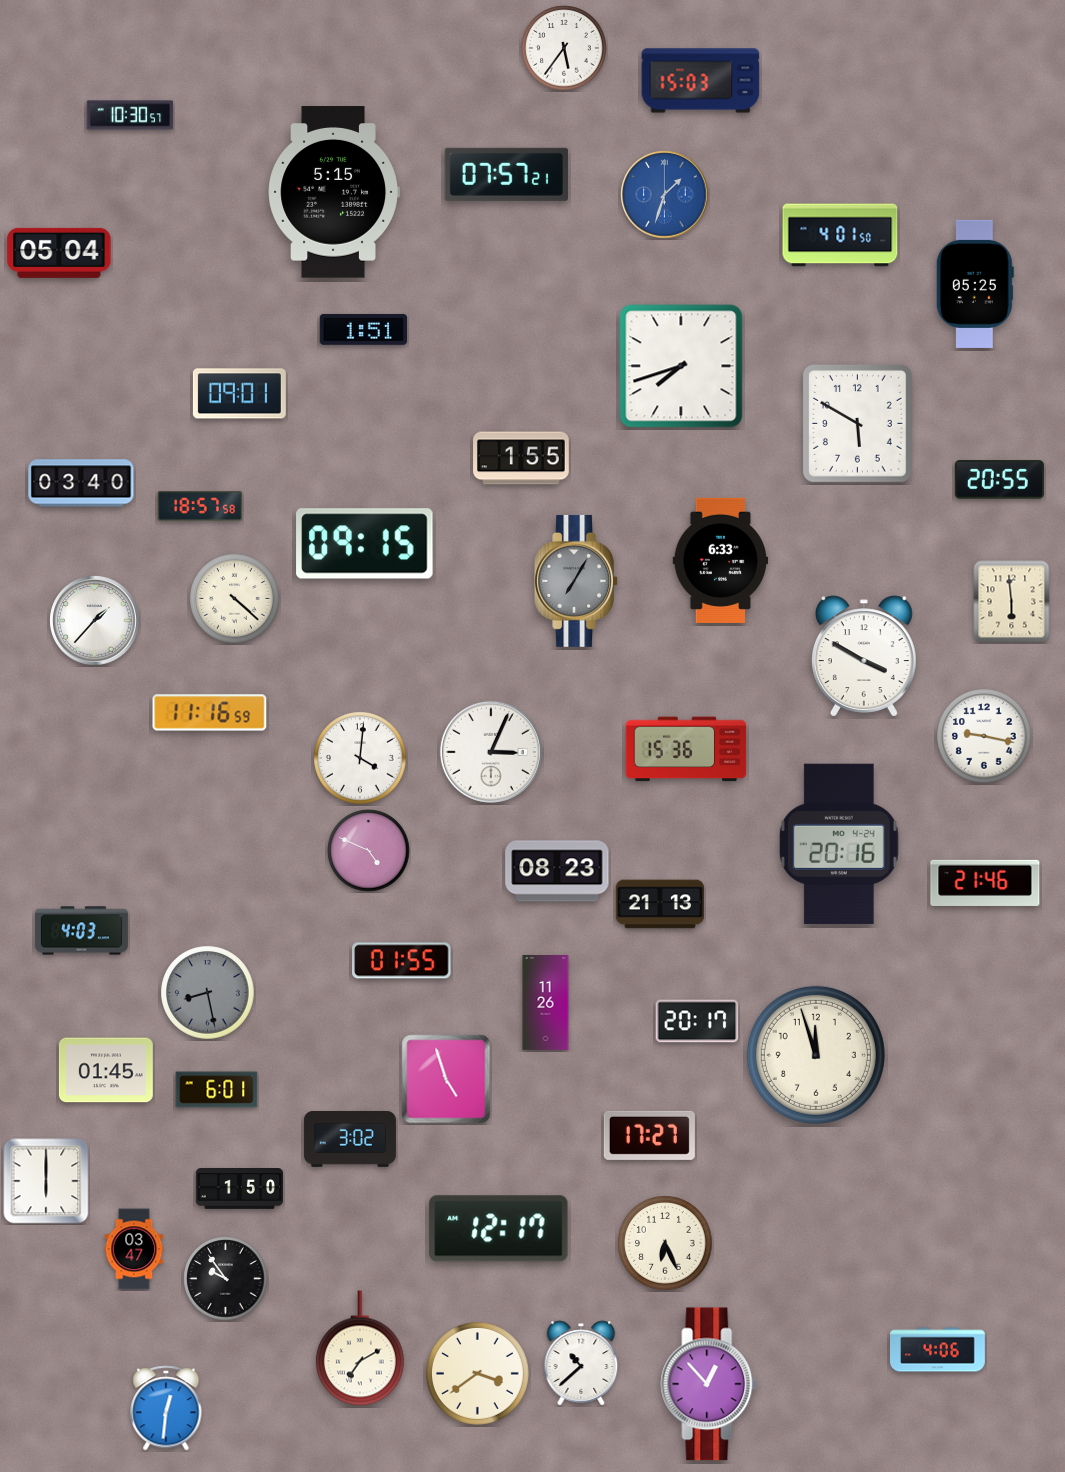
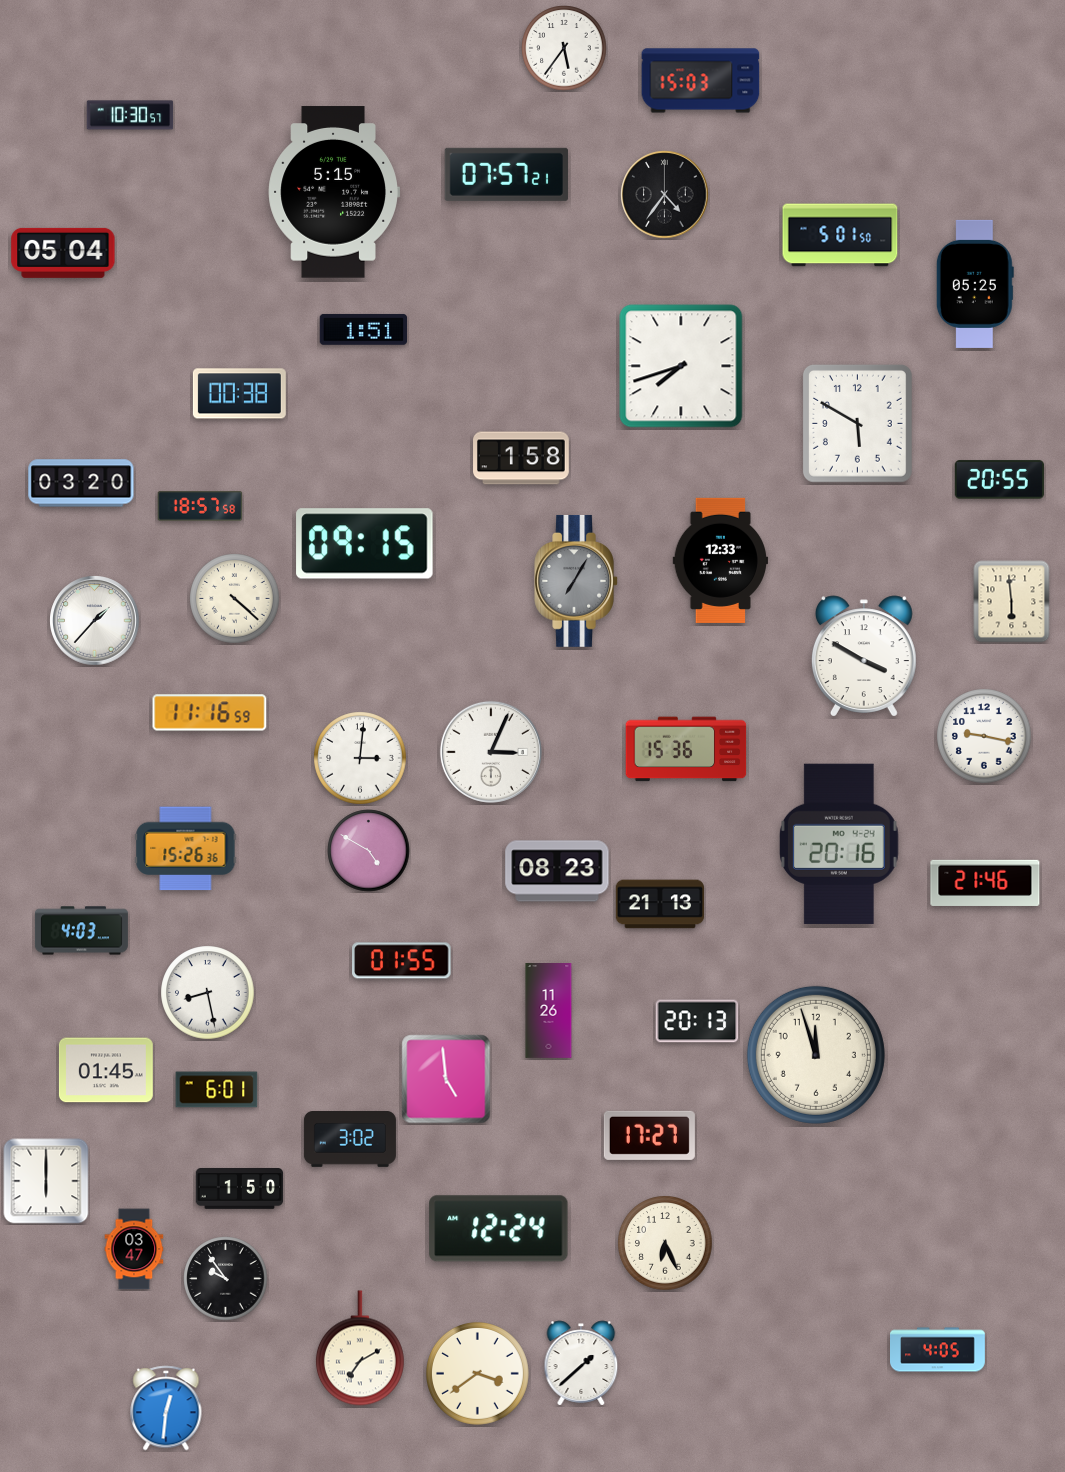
clock at (665, 195): 1:33 -> 4:36
clock at (665, 195) dial: blue -> black
clock at (840, 235): 4:01 -> 5:01
clock at (59, 253) position: (59, 253) -> (63, 253)
clock at (239, 394): 09:01 -> 00:38
clock at (521, 458): 1:55 -> 1:58
clock at (81, 483): 03:40 -> 03:20
clock at (720, 560): 6:33 -> 12:33
clock at (360, 758): 4:01 -> 3:01
clock at (186, 849): none -> 15:26
clock at (369, 851): 4:49 -> 4:50
clock at (208, 993) dial: grey -> white
clock at (546, 1003) position: (546, 1003) -> (549, 1011)
clock at (697, 1021): 20:17 -> 20:13
clock at (446, 1079): 4:57 -> 4:59
clock at (499, 1229): 12:17 -> 12:24
clock at (938, 1350): 4:06 -> 4:05
clock at (581, 1363): 10:38 -> 1:38
clock at (709, 1384): 12:53 -> none
